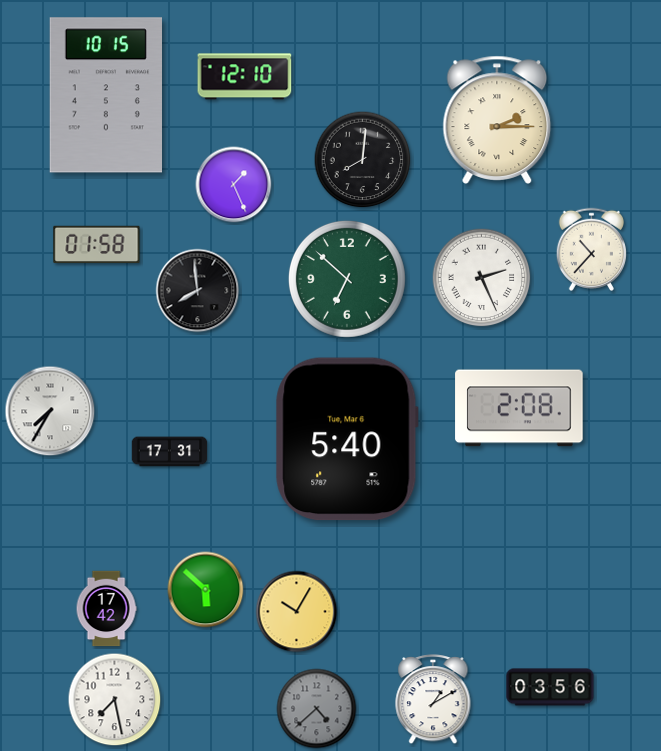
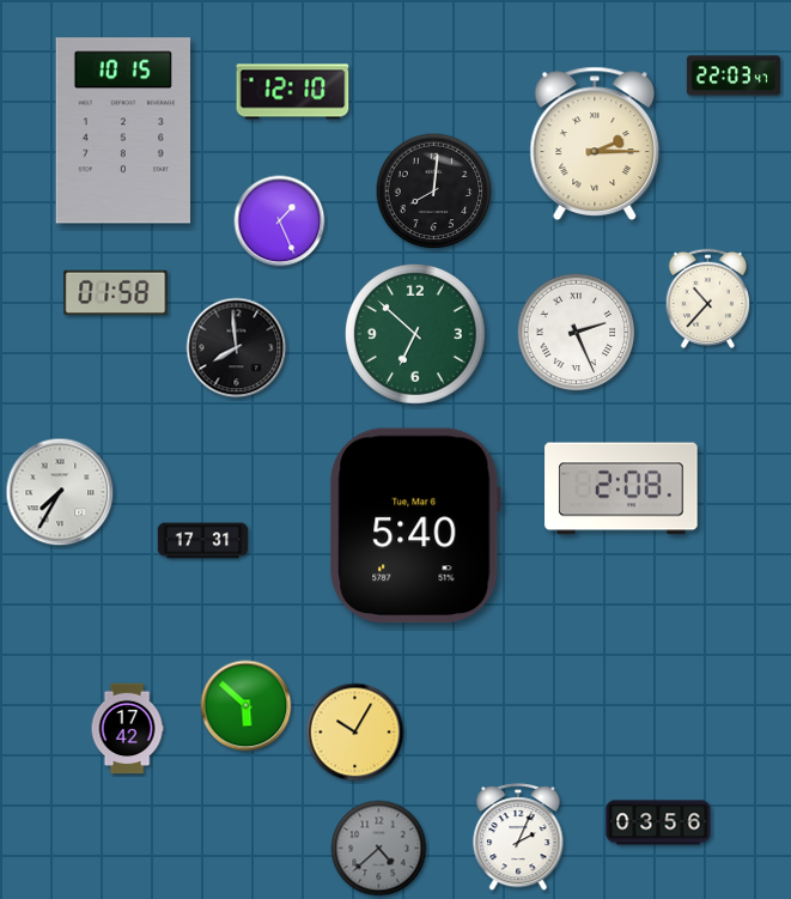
clock at (734, 75): none -> 22:03
clock at (105, 95) position: (105, 95) -> (122, 130)
clock at (115, 700): 7:28 -> none
clock at (433, 700): 1:10 -> 2:04
